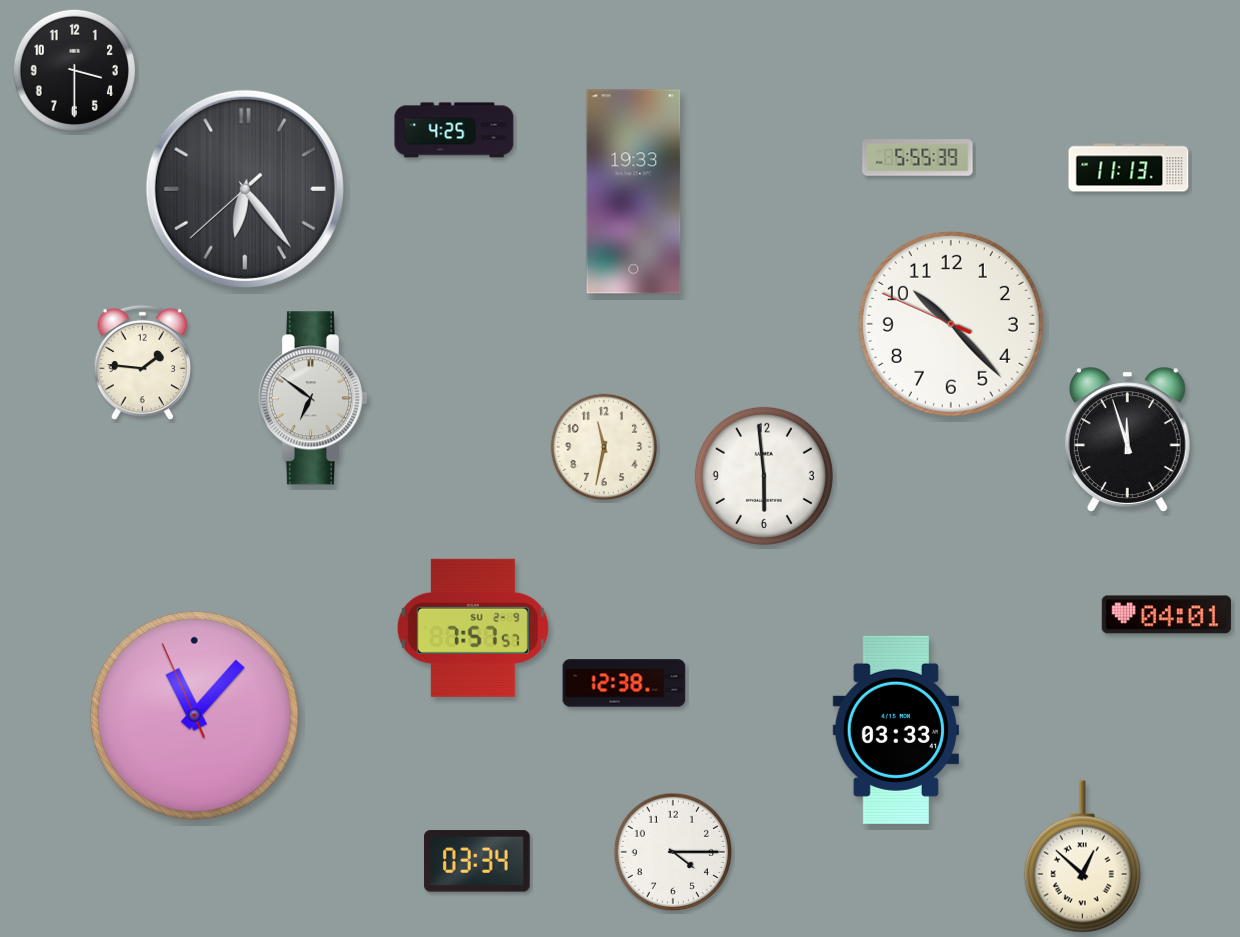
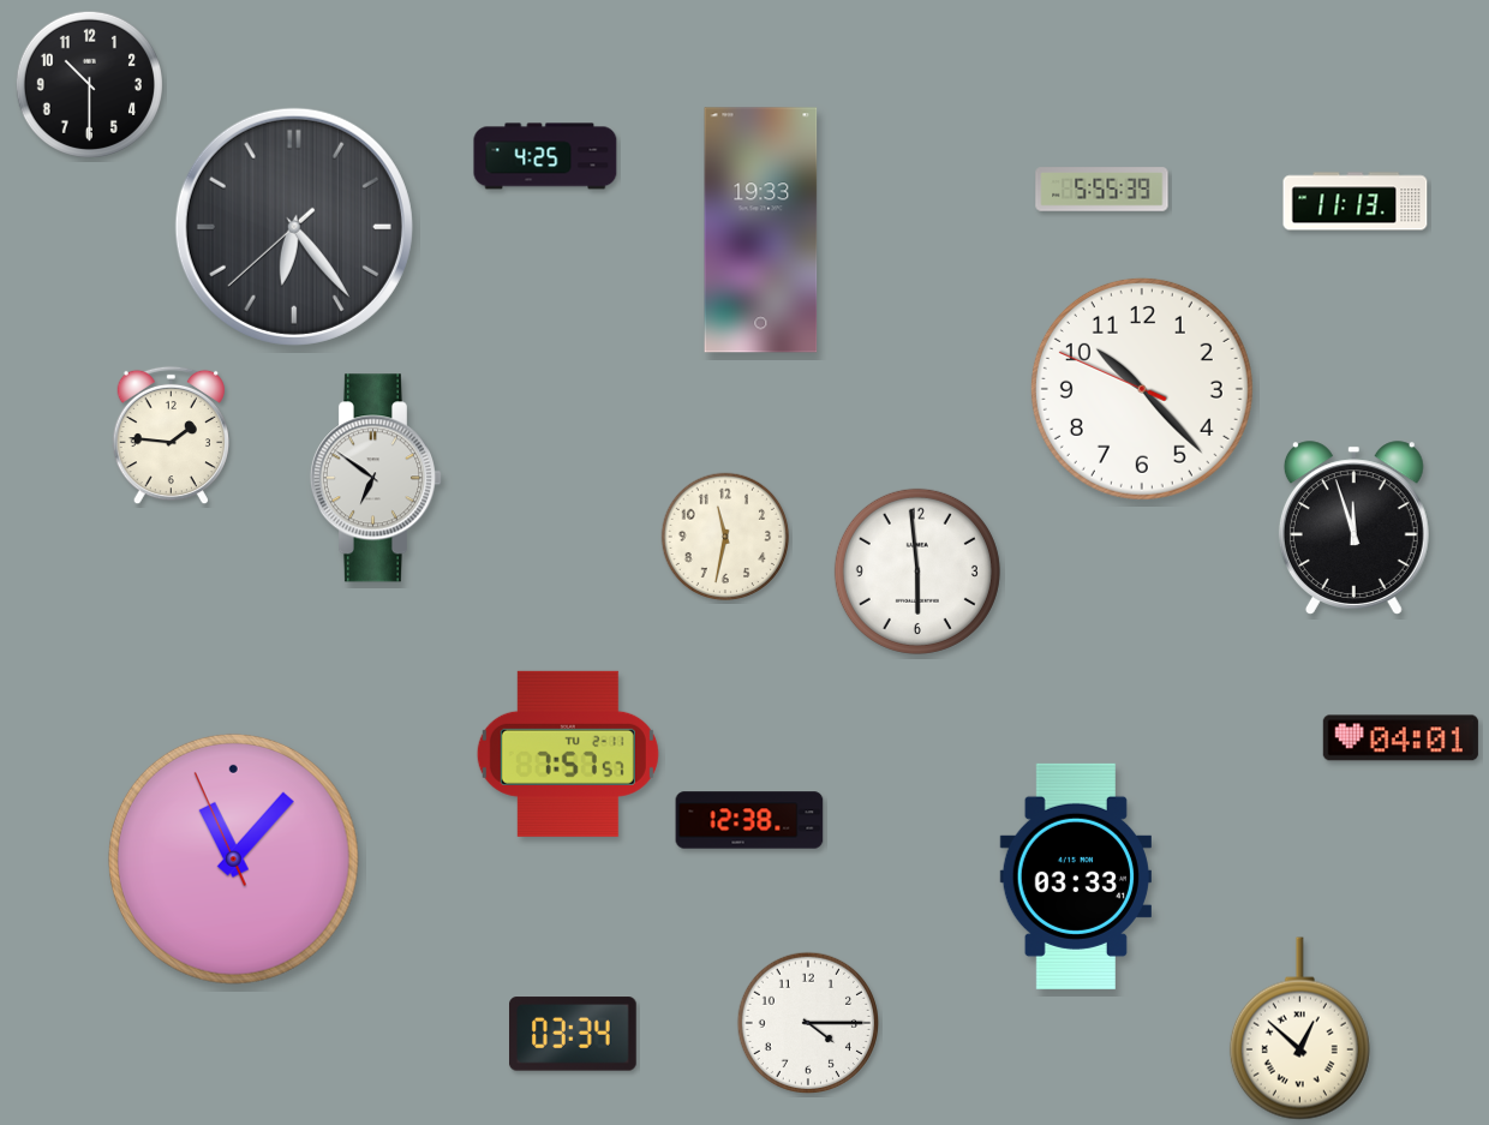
clock at (74, 70): 3:30 -> 10:30
clock at (473, 628) date: SU 2-9 -> TU 2-11
